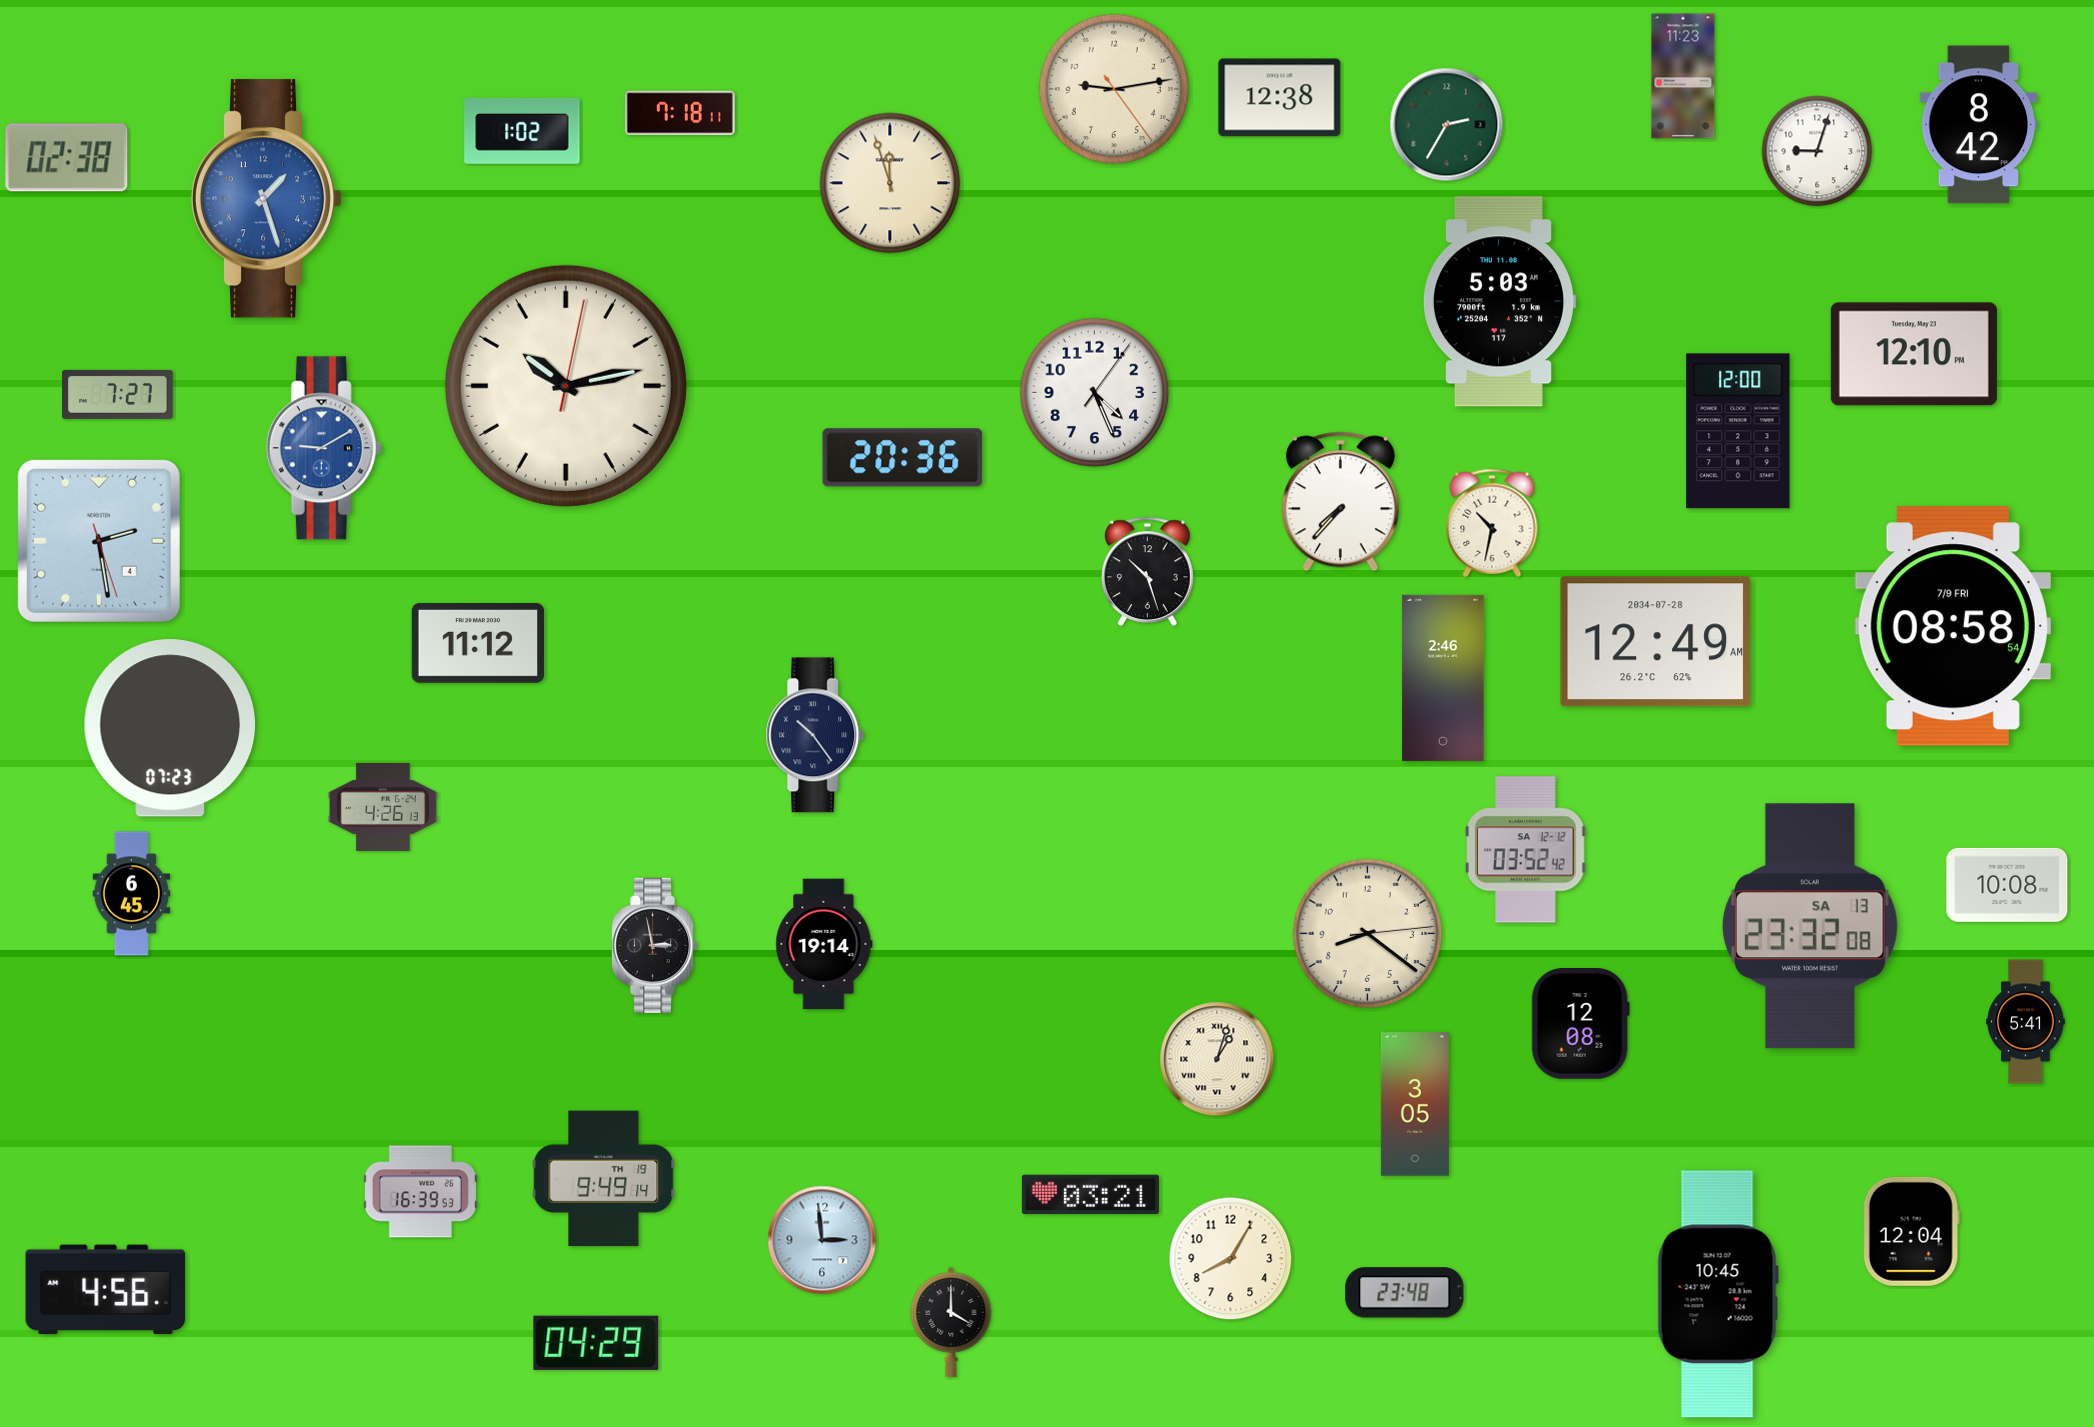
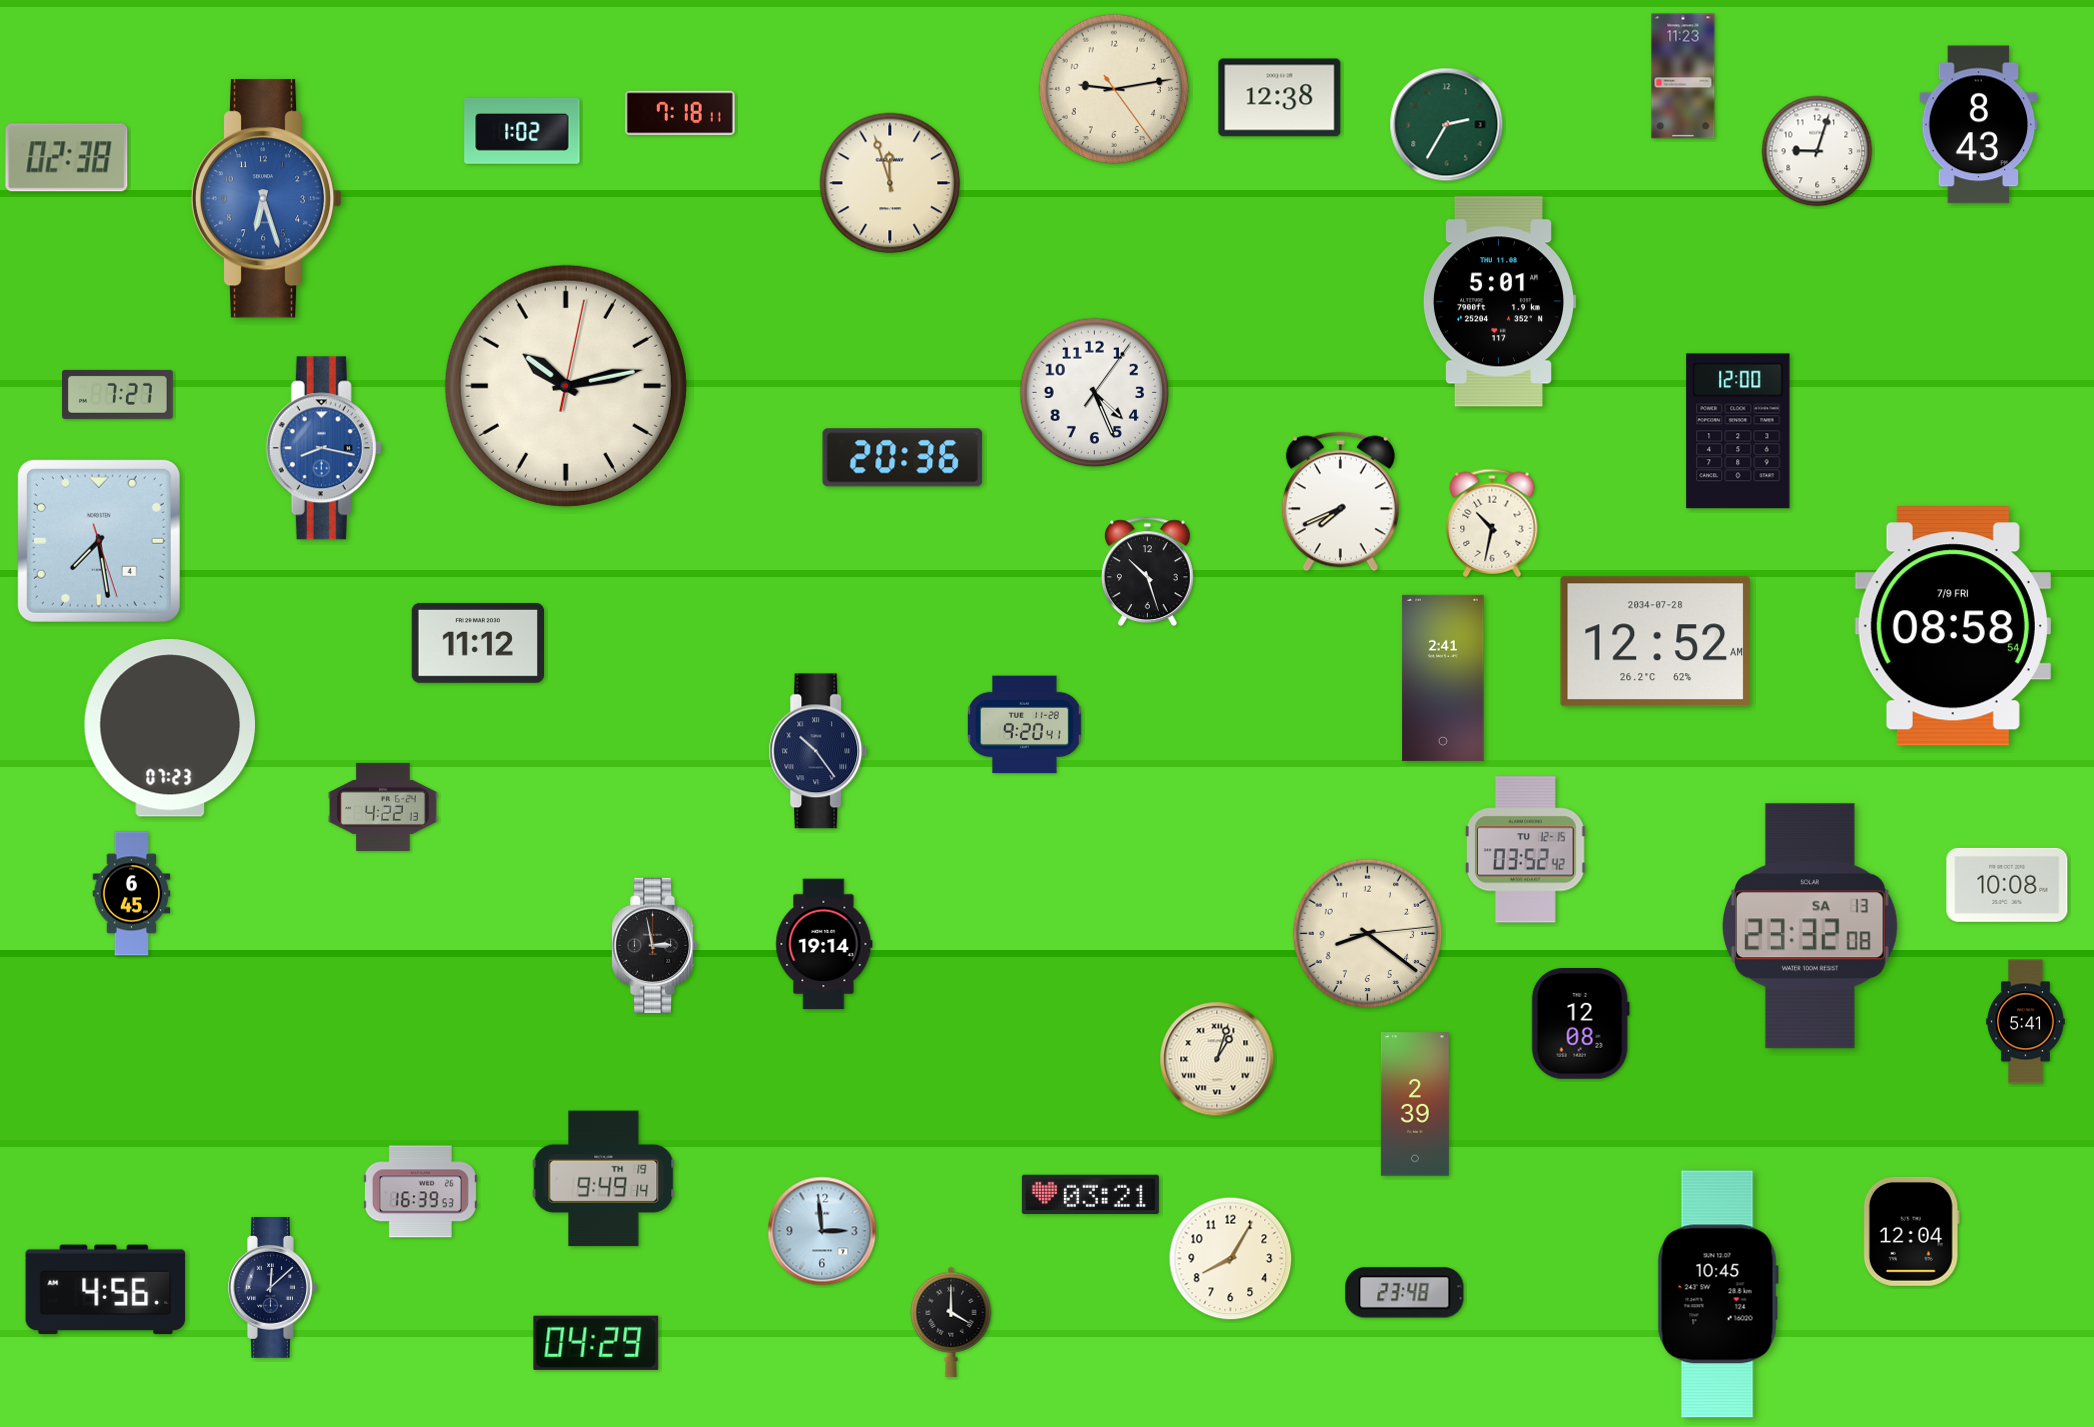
clock at (1979, 125): 8:42 -> 8:43
clock at (267, 199): 1:27 -> 6:27
clock at (1498, 302): 5:03 -> 5:01
clock at (1914, 354): 12:10 -> none
clock at (324, 448): 9:10 -> 8:17
clock at (1340, 502): 7:37 -> 7:41
clock at (99, 541): 2:28 -> 7:28
clock at (1655, 642): 12:49 -> 12:52
clock at (1443, 678): 2:46 -> 2:41
clock at (1025, 725): none -> 9:20
clock at (815, 735) position: (815, 735) -> (818, 751)
clock at (384, 807): 4:26 -> 4:22
clock at (1526, 850) date: SA 12-12 -> TU 12-15
clock at (1415, 1104): 3:05 -> 2:39
clock at (822, 1240) position: (822, 1240) -> (822, 1231)
clock at (273, 1288): none -> 12:08
